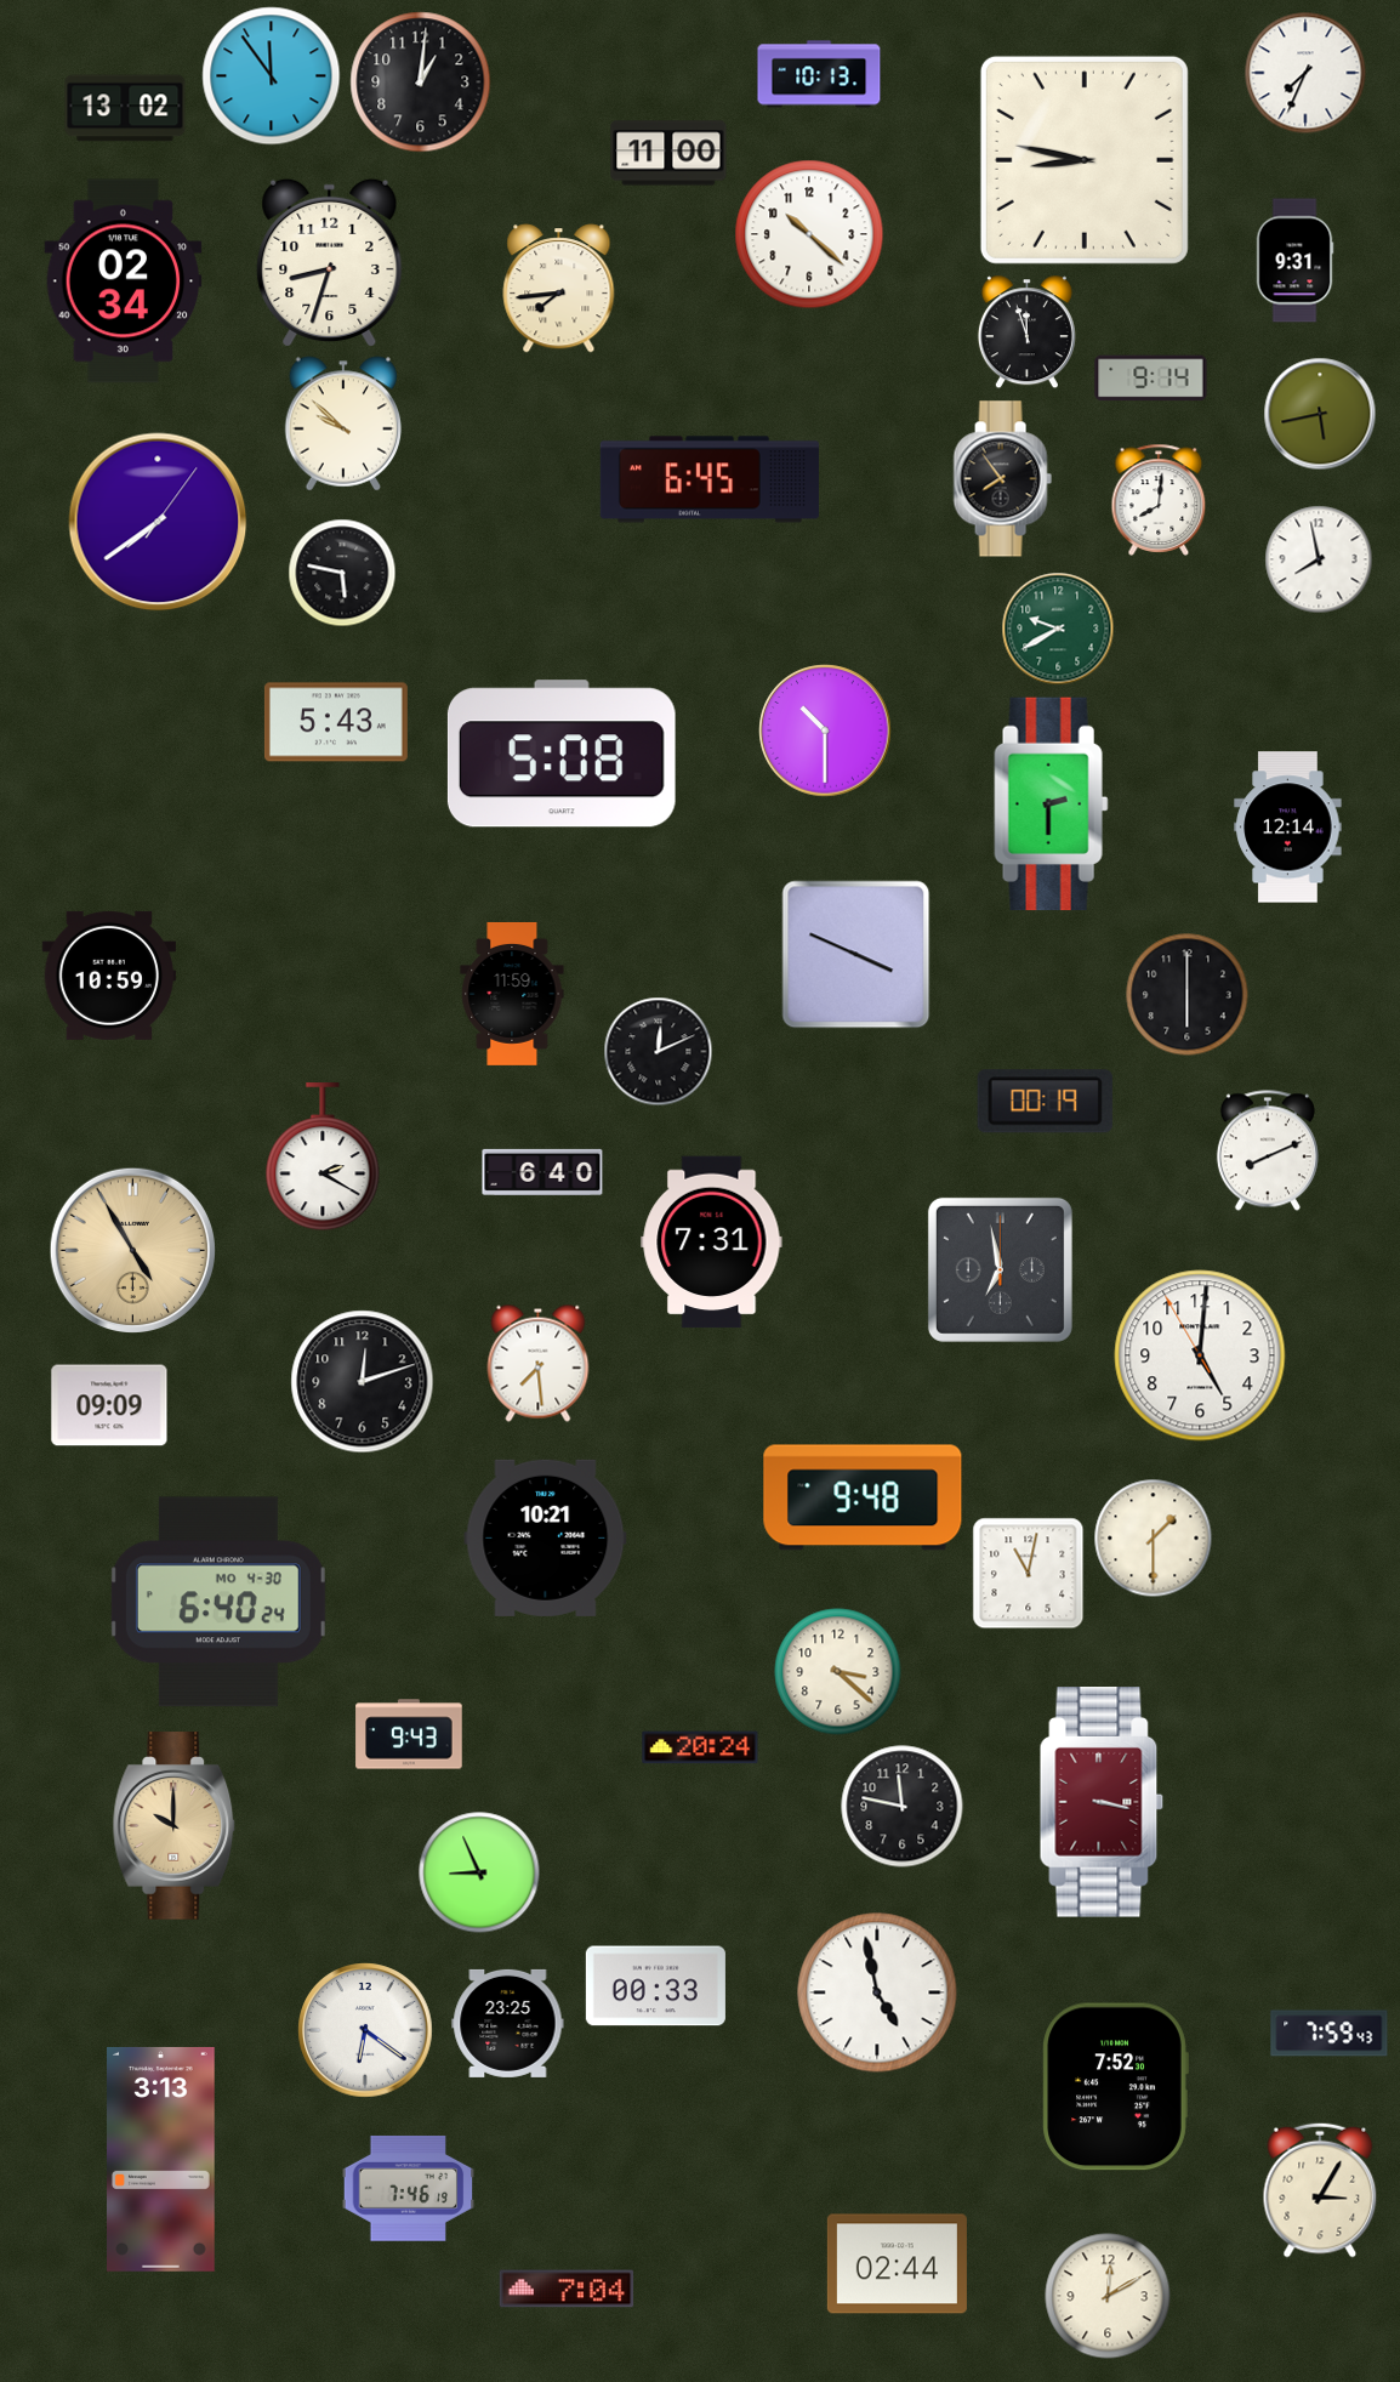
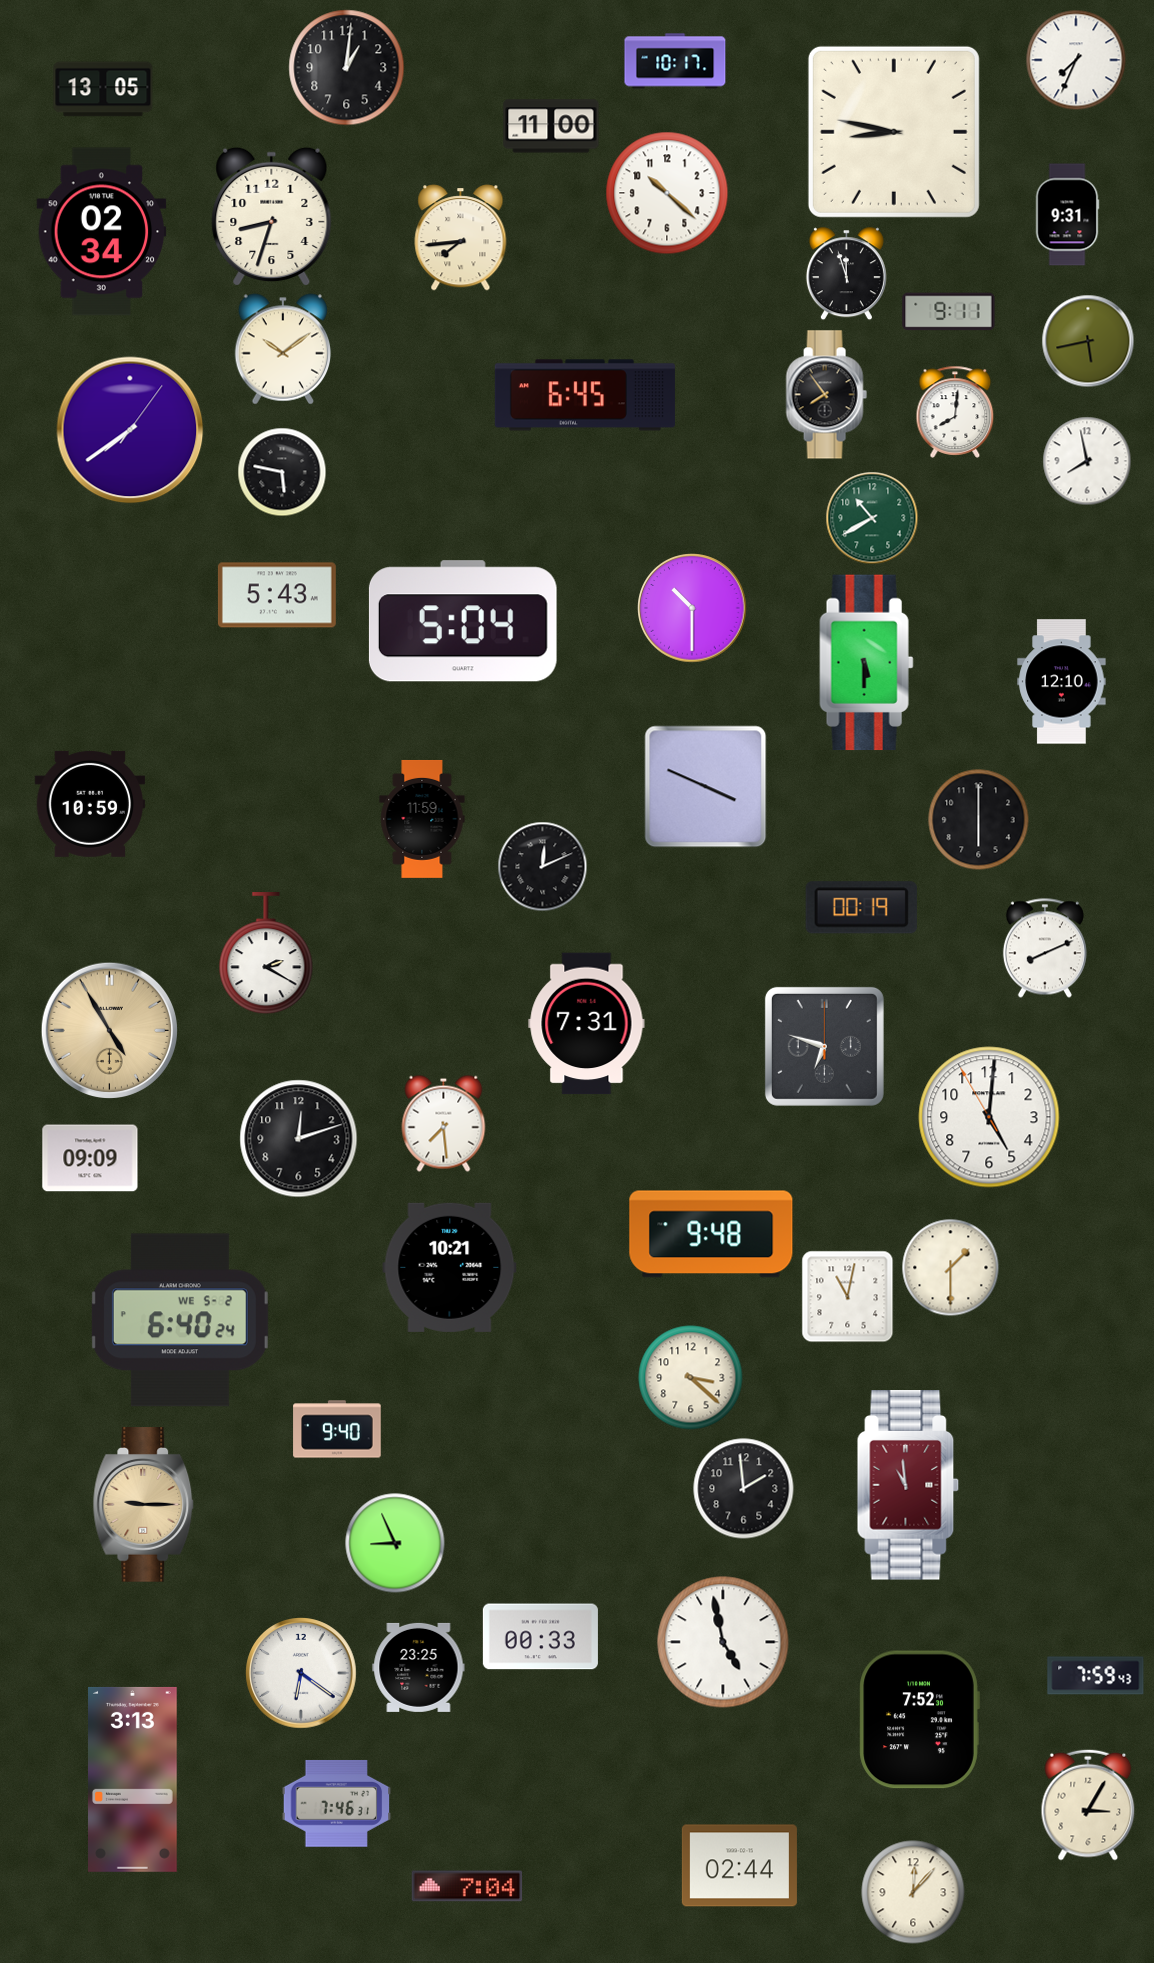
clock at (819, 74): 10:13 -> 10:17
clock at (272, 76): 11:54 -> none
clock at (125, 108): 13:02 -> 13:05
clock at (1151, 379): 9:14 -> 9:11
clock at (343, 423): 9:52 -> 10:09
clock at (1058, 629): 9:40 -> 10:40
clock at (825, 730) position: (825, 730) -> (692, 608)
clock at (562, 754): 5:08 -> 5:04
clock at (1052, 805): 2:30 -> 5:30
clock at (1288, 828): 12:14 -> 12:10
clock at (542, 1172): 6:40 -> none
clock at (1000, 1269): 6:58 -> 6:48
clock at (218, 1602) date: MO 4-30 -> WE 5-2
clock at (409, 1734): 9:43 -> 9:40
clock at (700, 1747): 20:24 -> none
clock at (1102, 1802): 3:17 -> 10:59
clock at (903, 1807): 11:47 -> 1:59
clock at (175, 1826): 10:00 -> 9:15
clock at (409, 2188): 7:46:19 -> 7:46:31
clock at (1108, 2296): 12:10 -> 12:07
